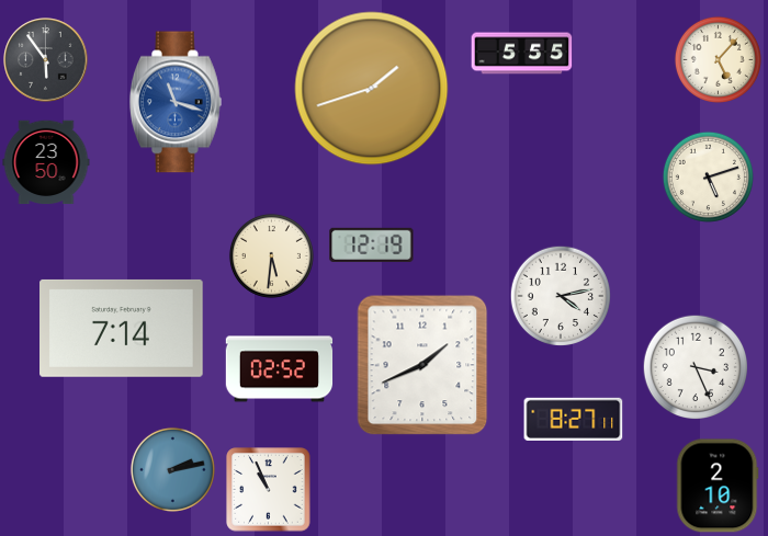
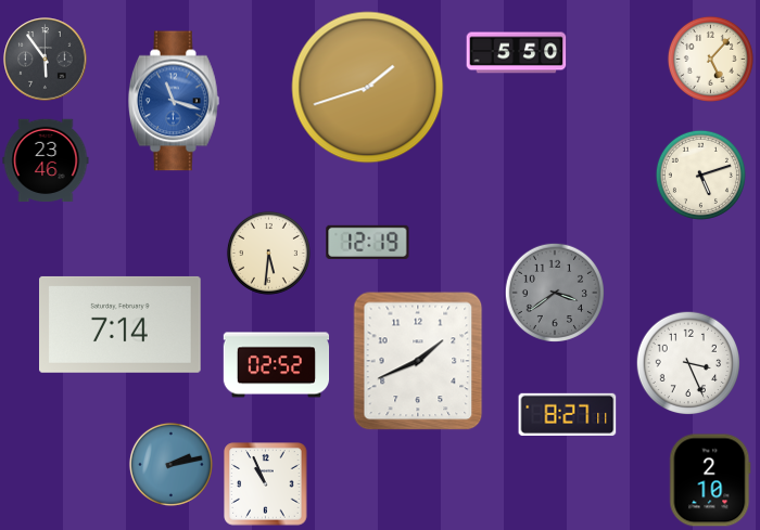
clock at (522, 54): 5:55 -> 5:50
clock at (46, 162): 23:50 -> 23:46
clock at (560, 295): 4:13 -> 3:39
clock at (560, 295) dial: white -> grey
